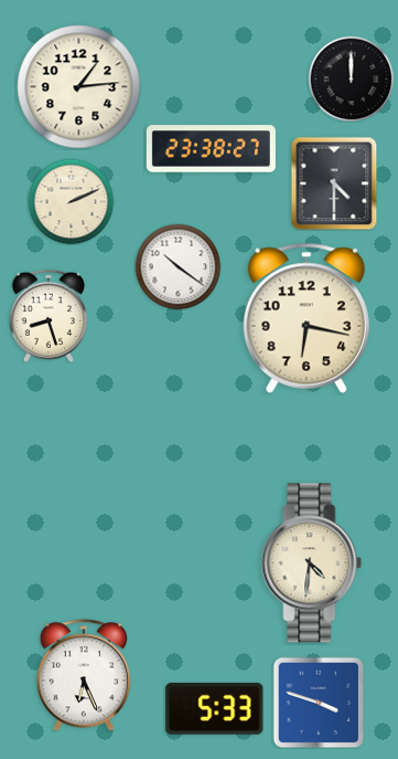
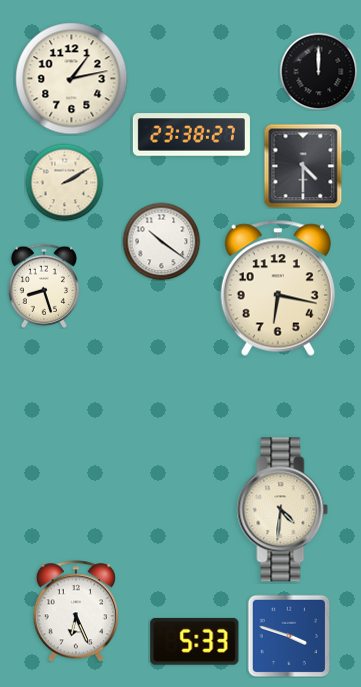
clock at (79, 87): 1:14 -> 1:13
clock at (71, 201): 2:11 -> 2:10
